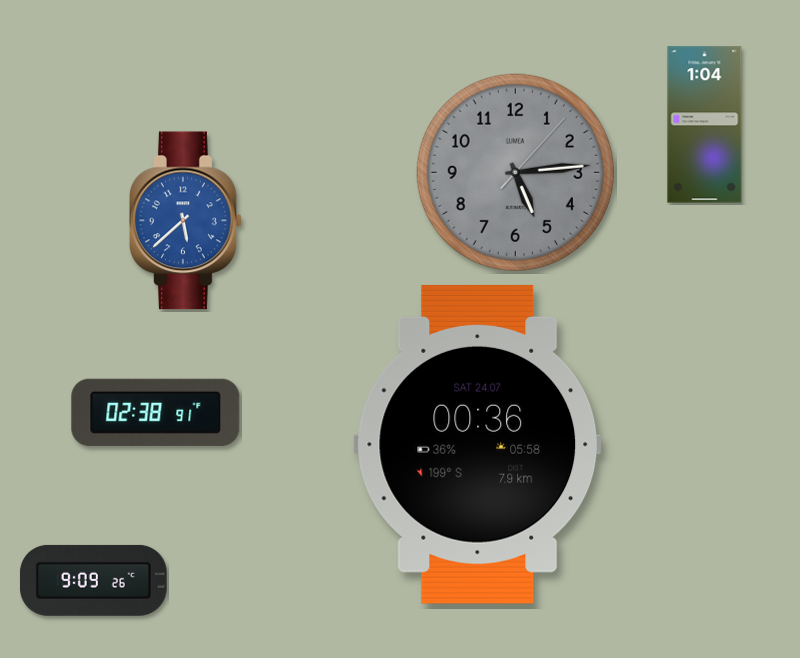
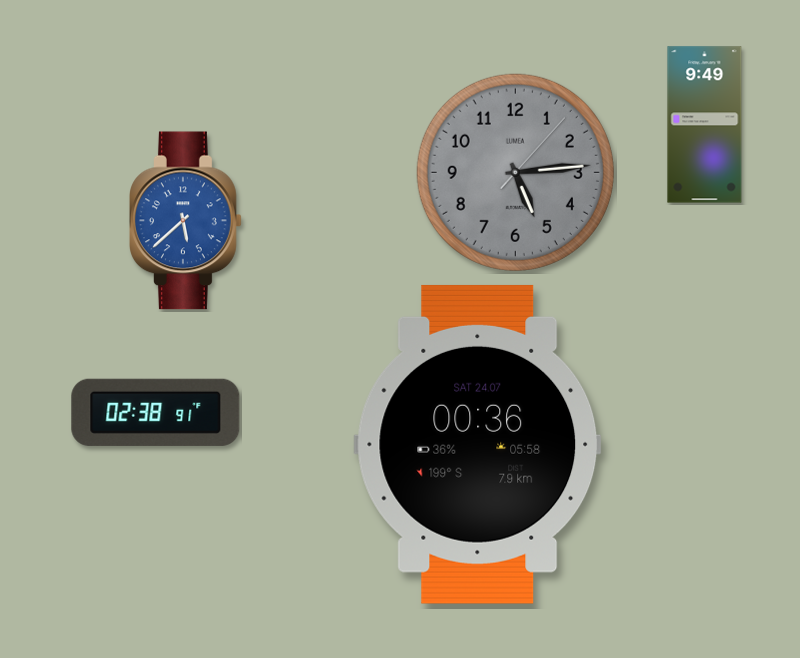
clock at (705, 125): 1:04 -> 9:49
clock at (93, 580): 9:09 -> none
